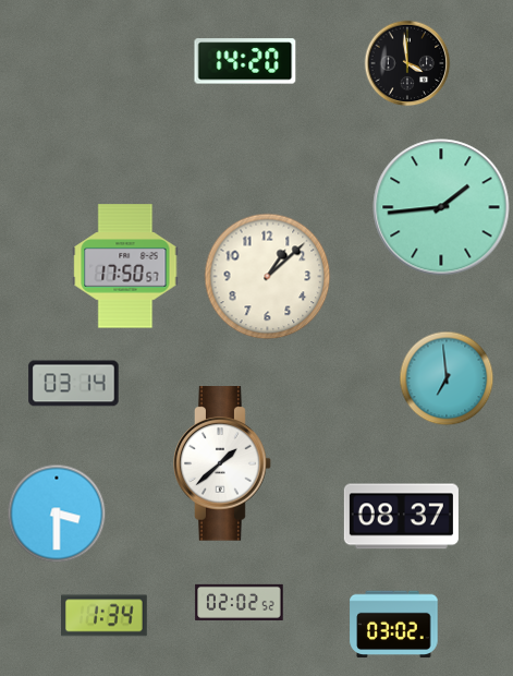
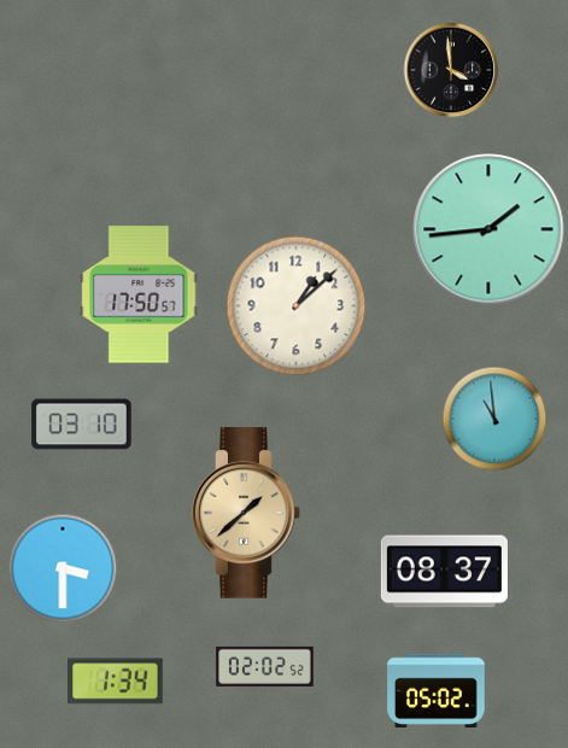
clock at (245, 61): 14:20 -> none
clock at (447, 378): 6:59 -> 10:59
clock at (74, 384): 03:14 -> 03:10
clock at (222, 463) dial: white -> champagne
clock at (394, 625): 03:02 -> 05:02
